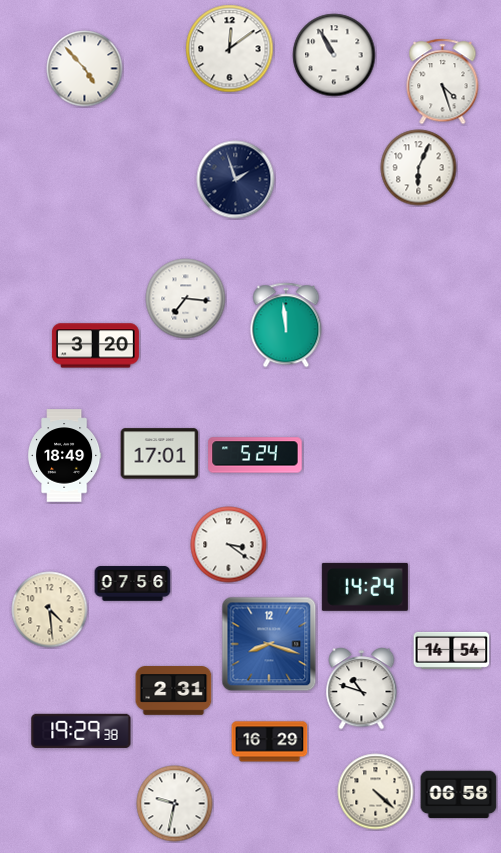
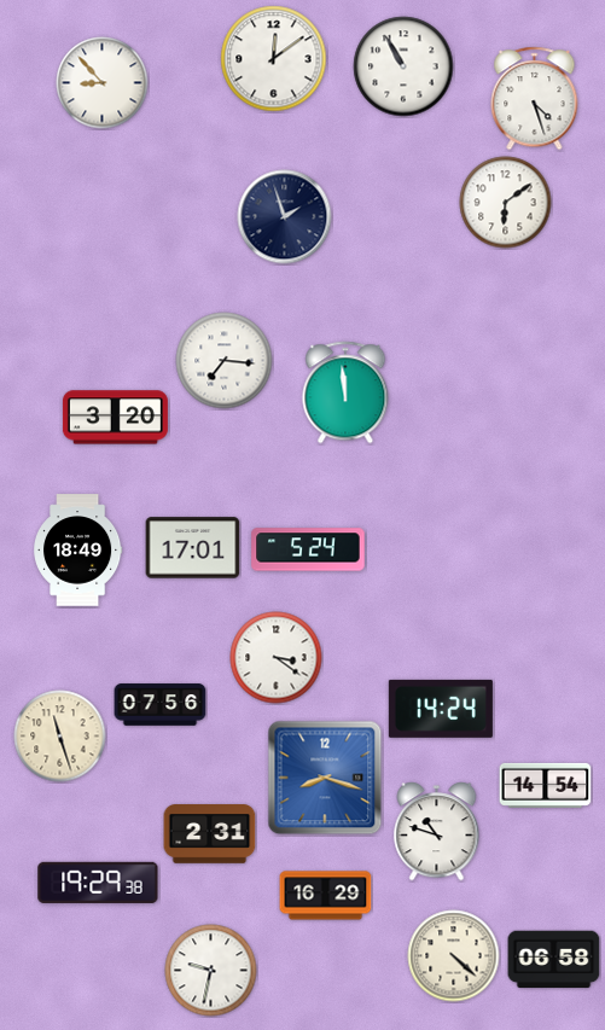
clock at (230, 49) position: (230, 49) -> (274, 59)
clock at (85, 69): 4:53 -> 8:53
clock at (419, 168): 6:04 -> 6:09
clock at (50, 610): 4:29 -> 11:27
